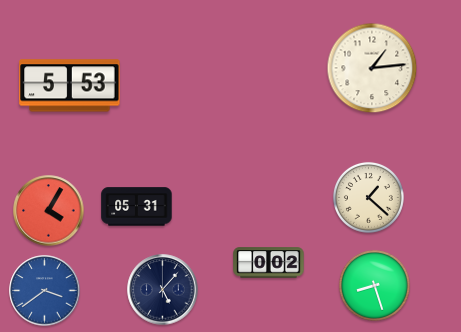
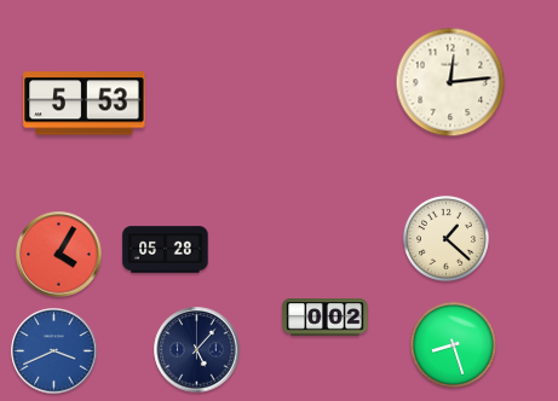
clock at (372, 68): 1:14 -> 12:14
clock at (137, 207): 05:31 -> 05:28
clock at (45, 291): 3:39 -> 3:41
